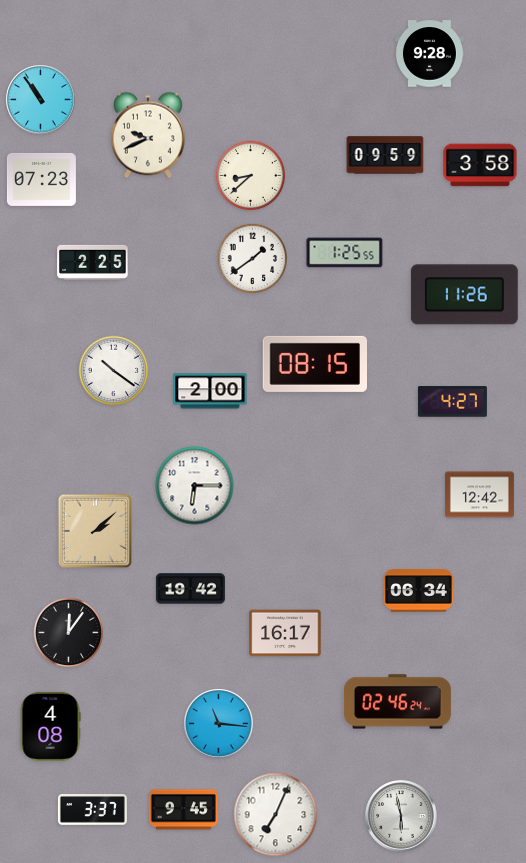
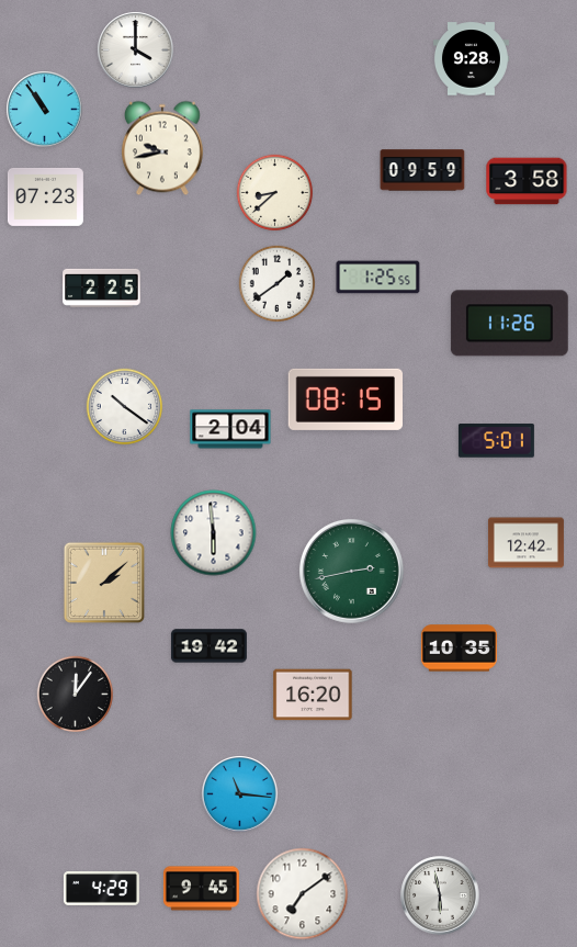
clock at (136, 50): none -> 4:00
clock at (149, 135): 9:41 -> 9:43
clock at (210, 391): 2:00 -> 2:04
clock at (452, 402): 4:27 -> 5:01
clock at (195, 486): 6:15 -> 5:59
clock at (352, 572): none -> 2:43
clock at (418, 591): 06:34 -> 10:35
clock at (285, 633): 16:17 -> 16:20
clock at (397, 702): 02:46 -> none
clock at (50, 726): 4:08 -> none
clock at (92, 810): 3:37 -> 4:29
clock at (276, 815): 7:04 -> 7:09
